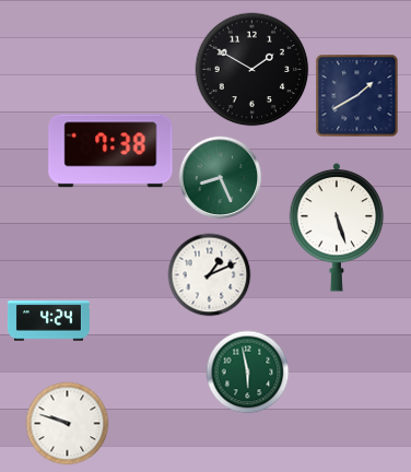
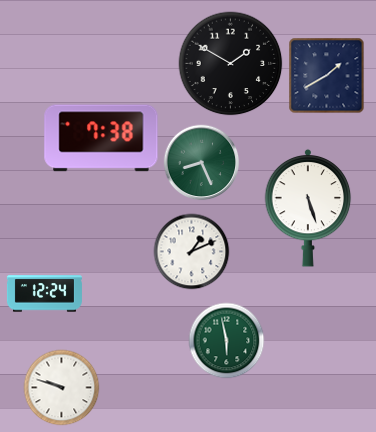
clock at (357, 96) position: (357, 96) -> (327, 76)
clock at (48, 321): 4:24 -> 12:24
